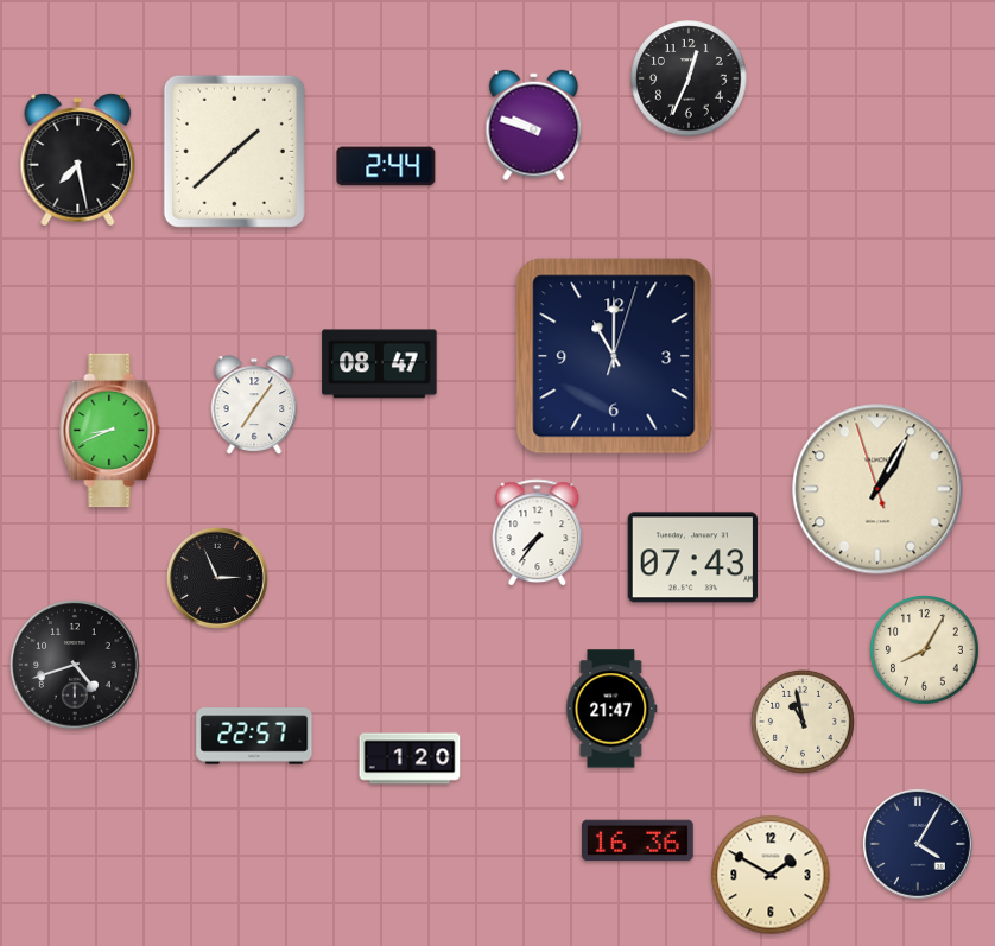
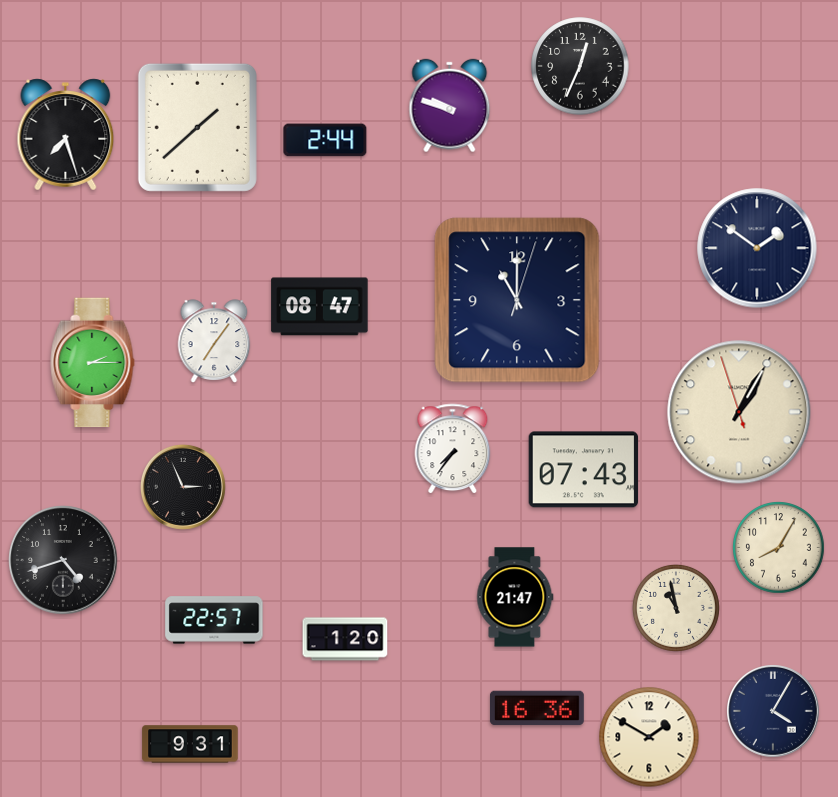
clock at (78, 160): 7:28 -> 7:27
clock at (757, 248): none -> 1:51
clock at (110, 431): 8:41 -> 2:15
clock at (190, 744): none -> 9:31
